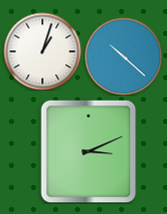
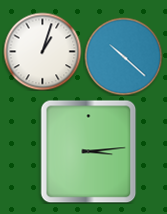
clock at (89, 151): 3:11 -> 3:14
